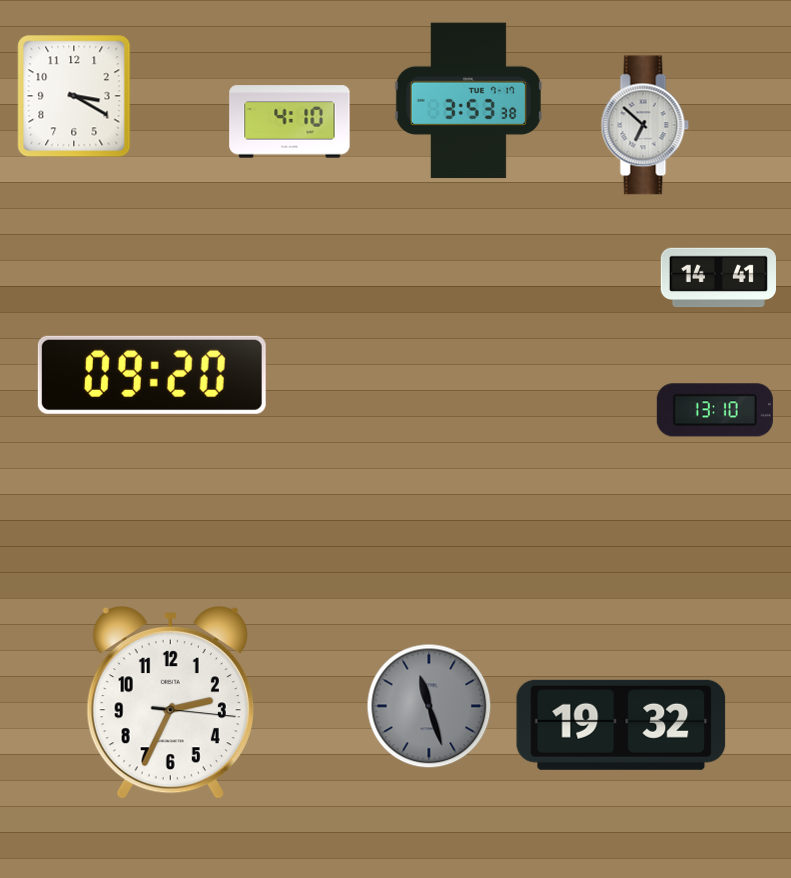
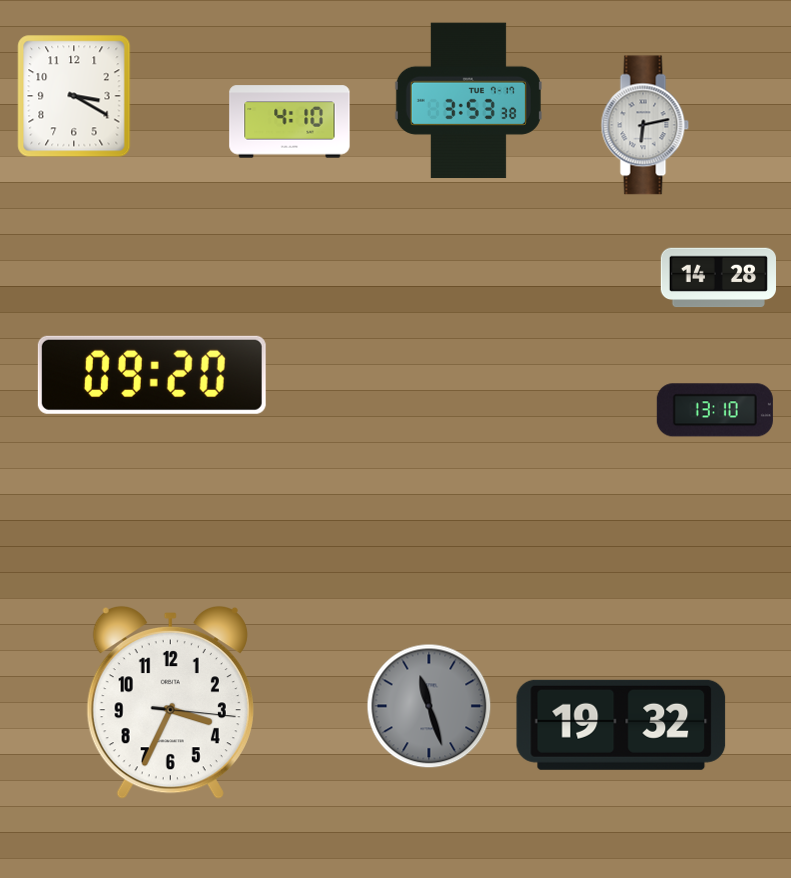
clock at (645, 125): 6:52 -> 6:13
clock at (718, 278): 14:41 -> 14:28
clock at (170, 702): 2:34 -> 3:34
